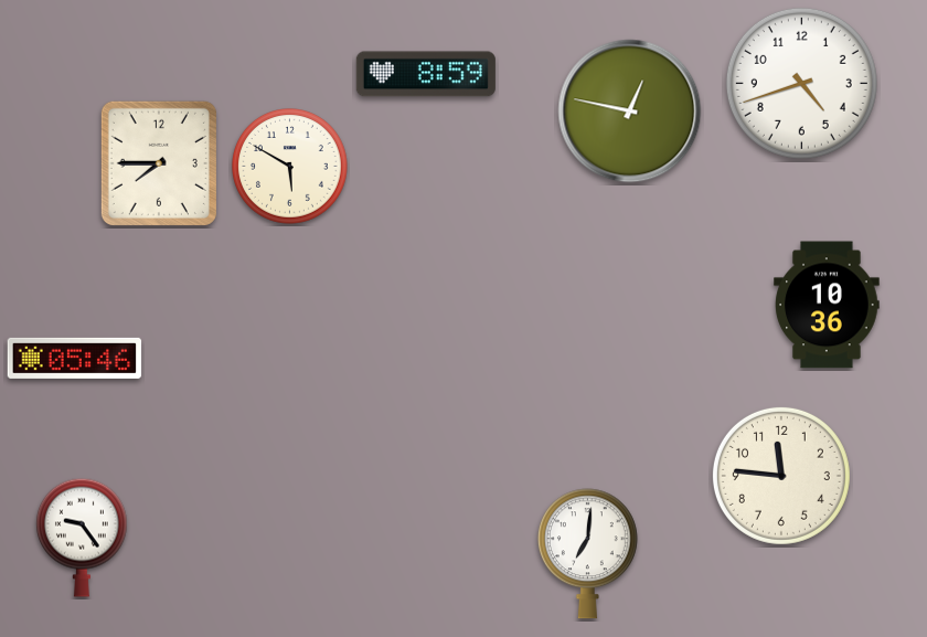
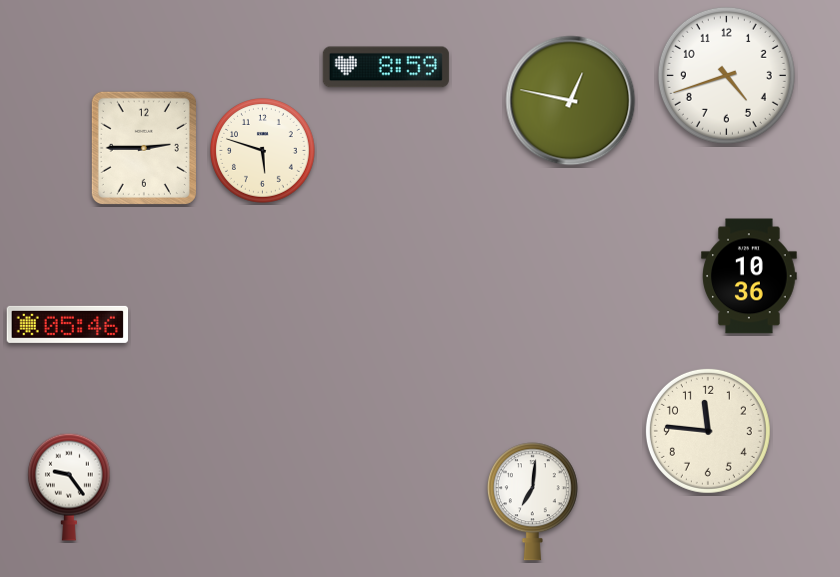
clock at (159, 163): 7:45 -> 2:45
clock at (290, 167): 5:50 -> 5:48
clock at (82, 538) position: (82, 538) -> (69, 487)
